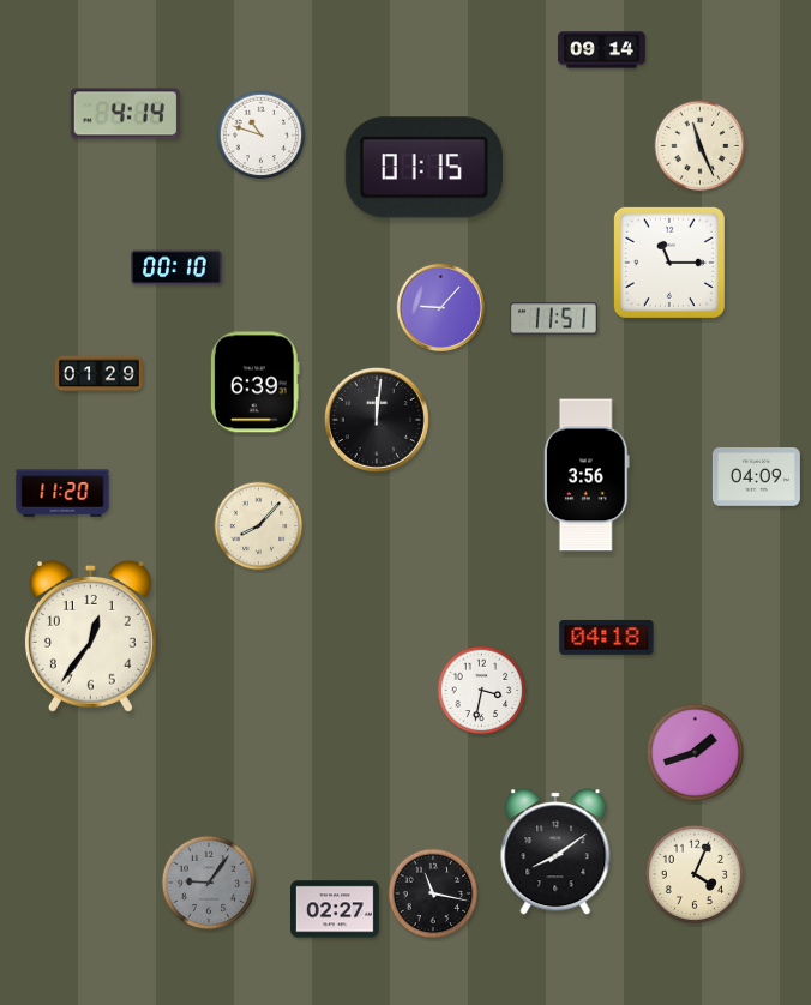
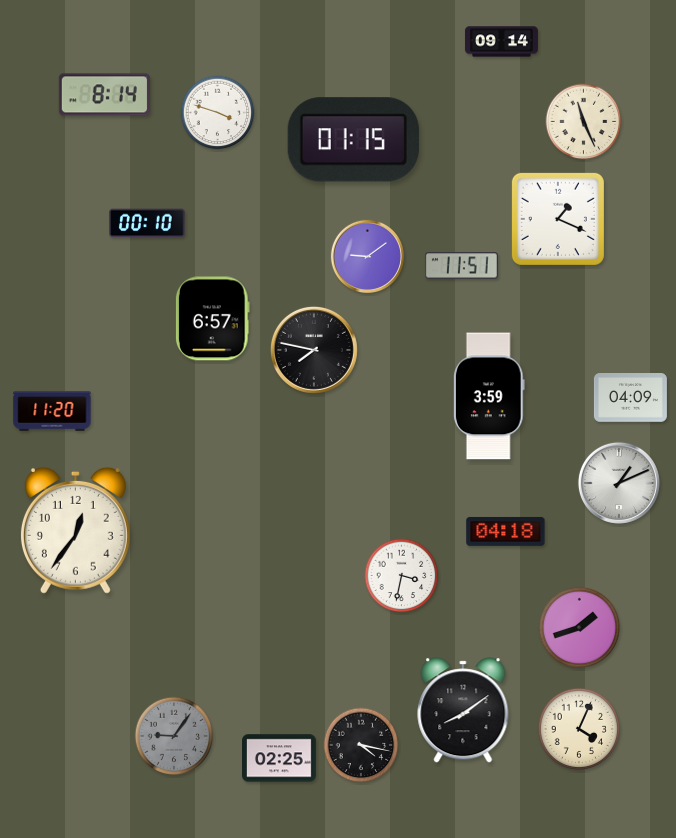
clock at (125, 114): 4:14 -> 8:14
clock at (262, 136): 10:48 -> 3:48
clock at (669, 263): 11:15 -> 1:19
clock at (440, 307): 9:07 -> 9:09
clock at (98, 374): 01:29 -> none
clock at (254, 383): 6:39 -> 6:57
clock at (377, 420): 12:01 -> 7:47
clock at (588, 475): 3:56 -> 3:59
clock at (259, 526): 8:07 -> none
clock at (619, 483): none -> 1:11
clock at (433, 893): 11:17 -> 4:17
clock at (336, 909): 02:27 -> 02:25
